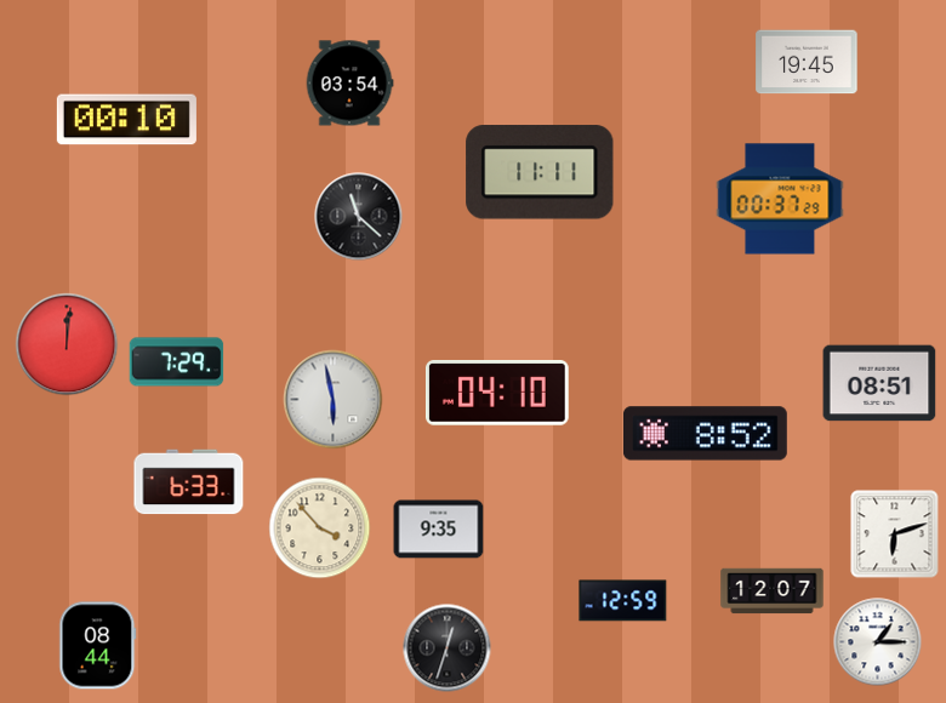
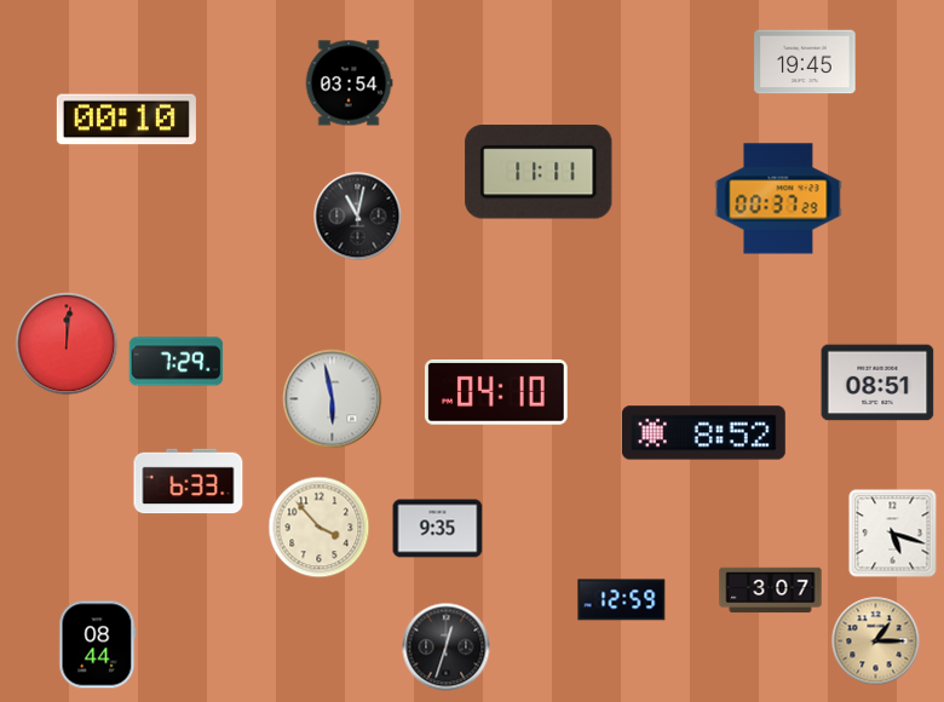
clock at (359, 217): 11:22 -> 11:02
clock at (895, 535): 6:12 -> 5:18
clock at (773, 591): 12:07 -> 3:07
clock at (878, 642) dial: white -> champagne
